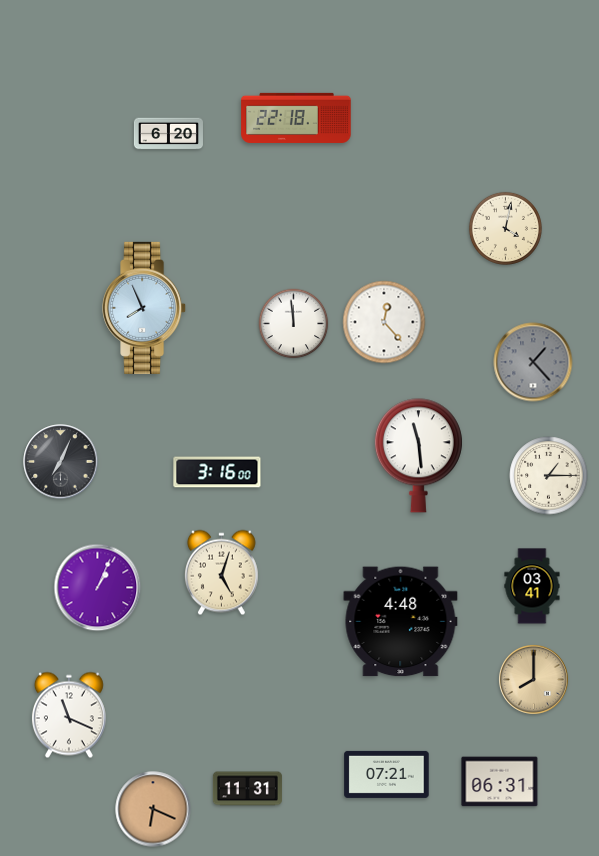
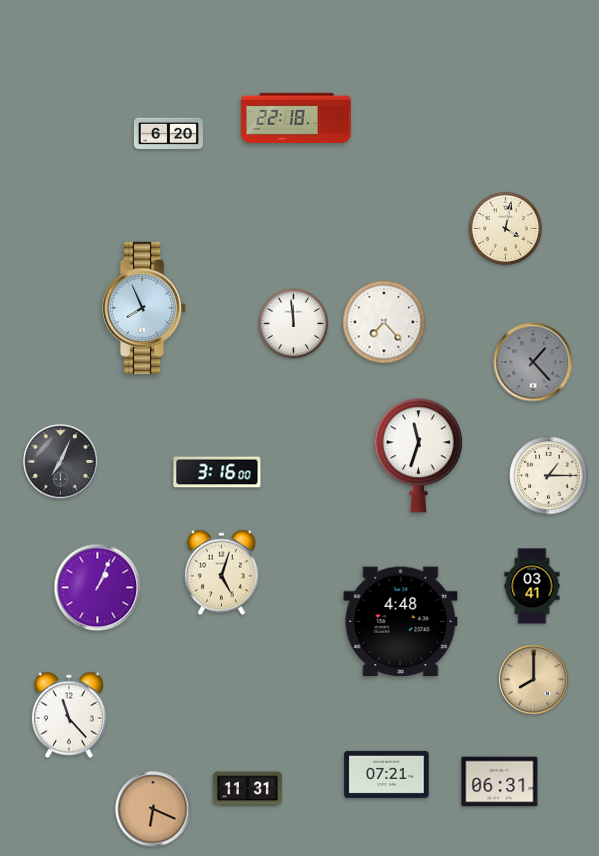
clock at (384, 322): 12:23 -> 7:23
clock at (418, 456): 11:29 -> 11:33
clock at (69, 715): 11:19 -> 11:23
